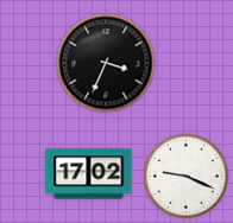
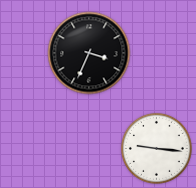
clock at (89, 174): 17:02 -> none
clock at (185, 176): 9:19 -> 9:16
